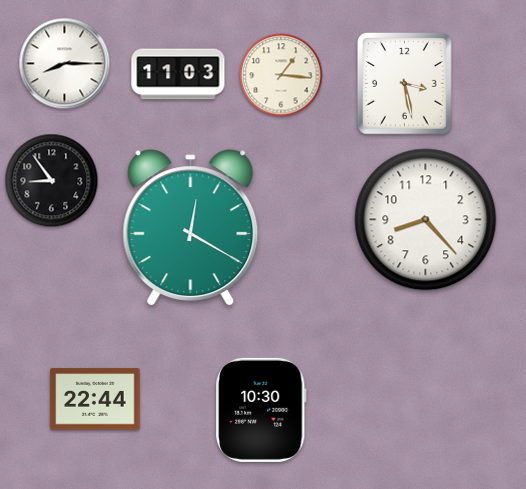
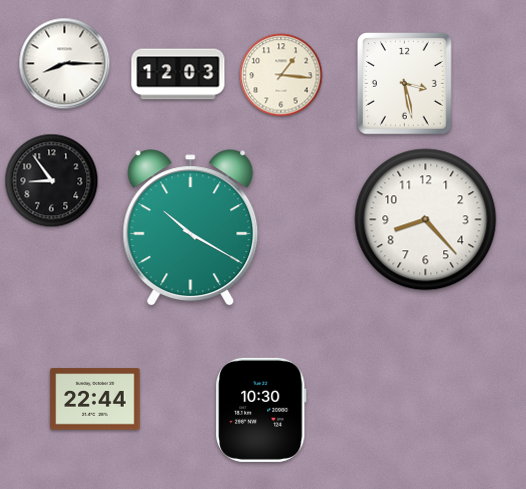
clock at (178, 74): 11:03 -> 12:03
clock at (191, 228): 12:20 -> 10:20
